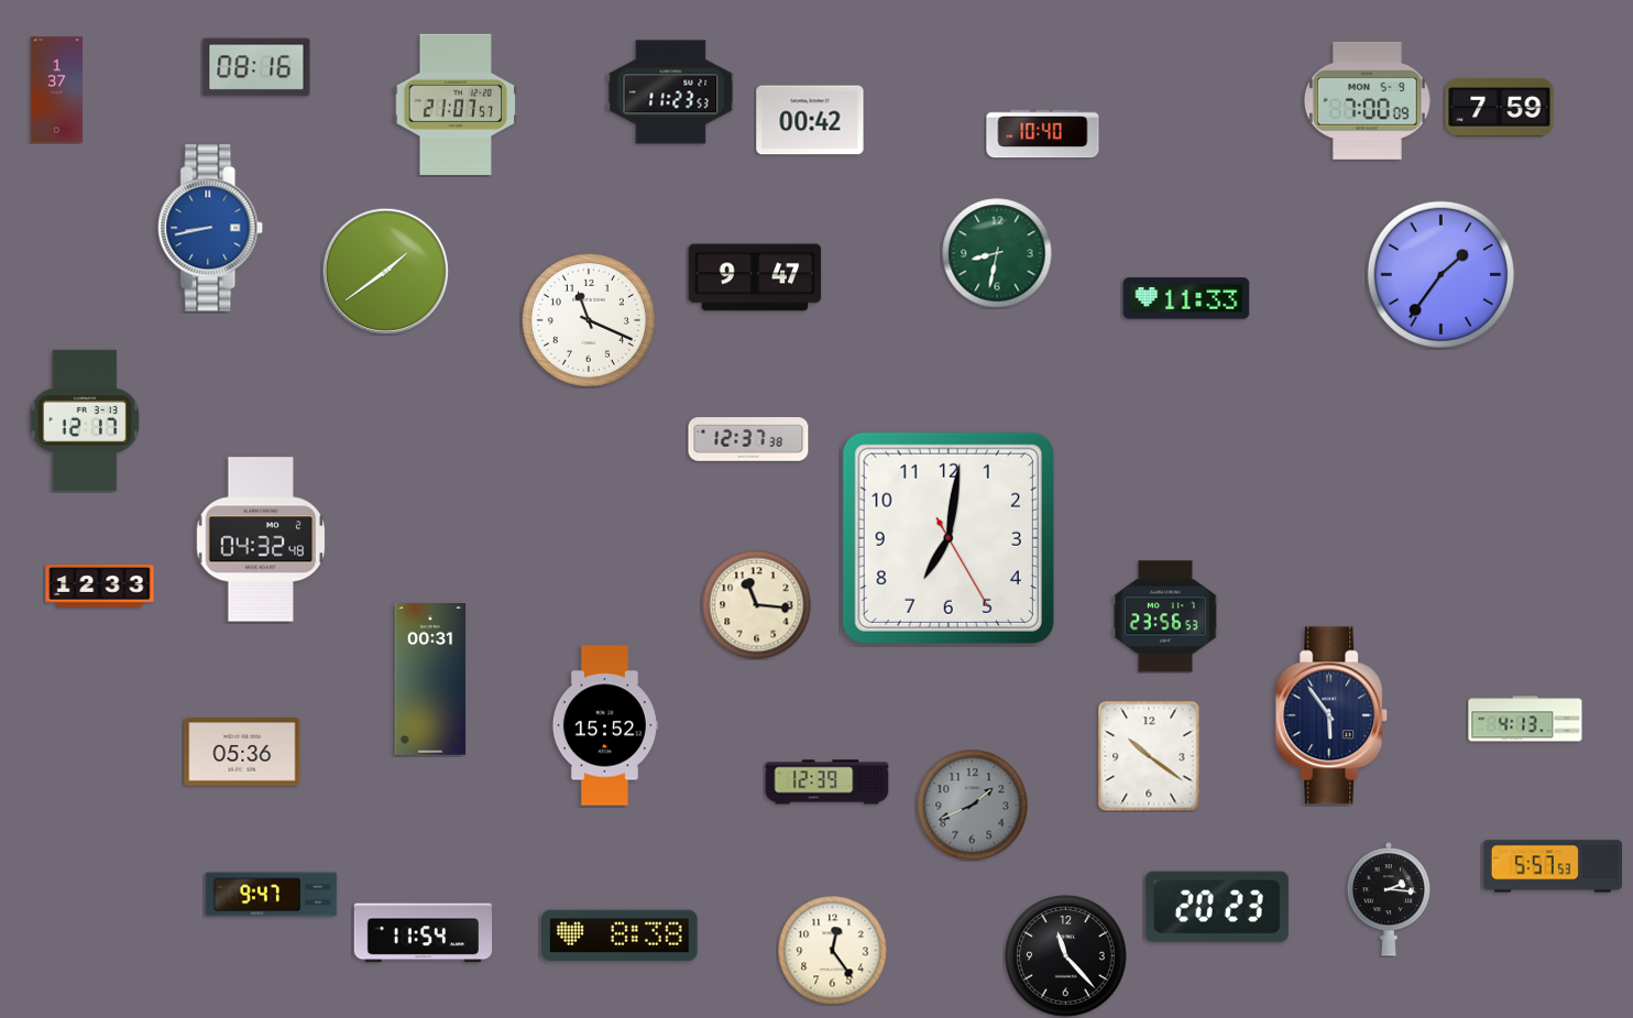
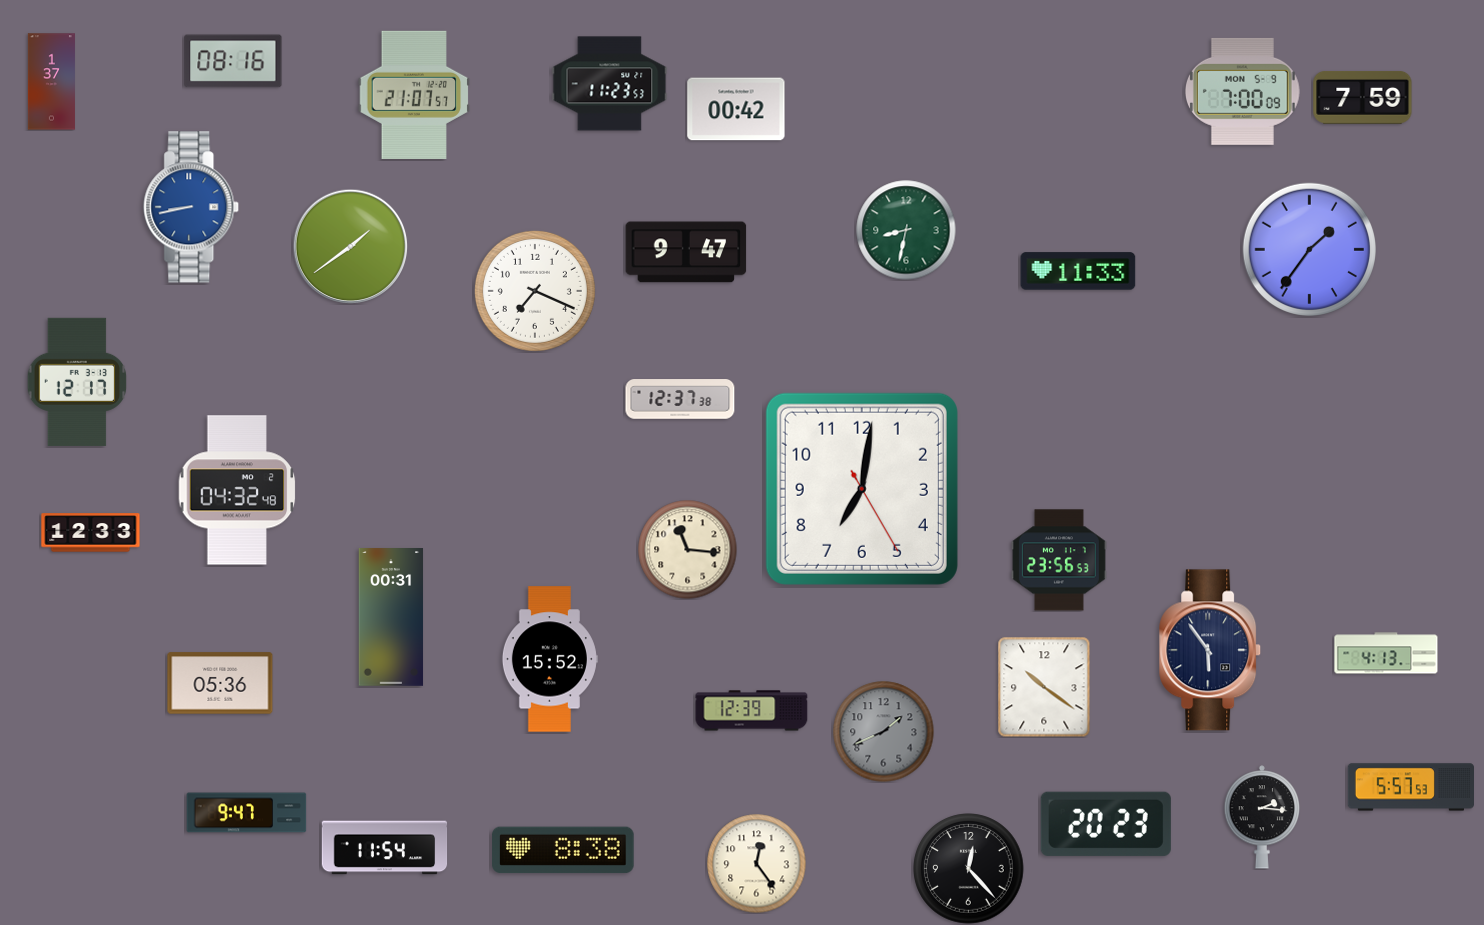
clock at (1043, 134): 10:40 -> none
clock at (589, 320): 11:19 -> 7:19
clock at (1066, 956): 11:23 -> 12:23
